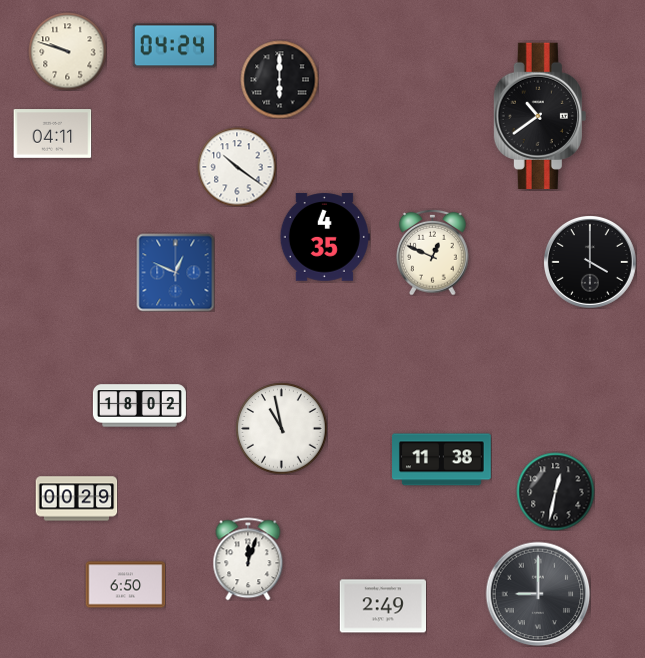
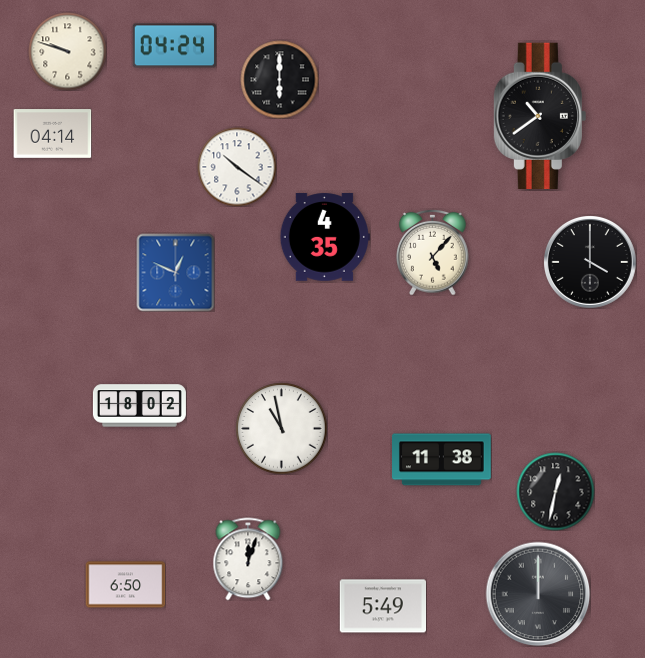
clock at (52, 134): 04:11 -> 04:14
clock at (433, 252): 12:49 -> 5:07
clock at (76, 499): 00:29 -> none
clock at (538, 594): 9:00 -> 12:00
clock at (382, 606): 2:49 -> 5:49
